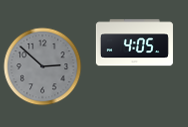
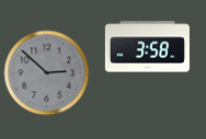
clock at (134, 43): 4:05 -> 3:58
